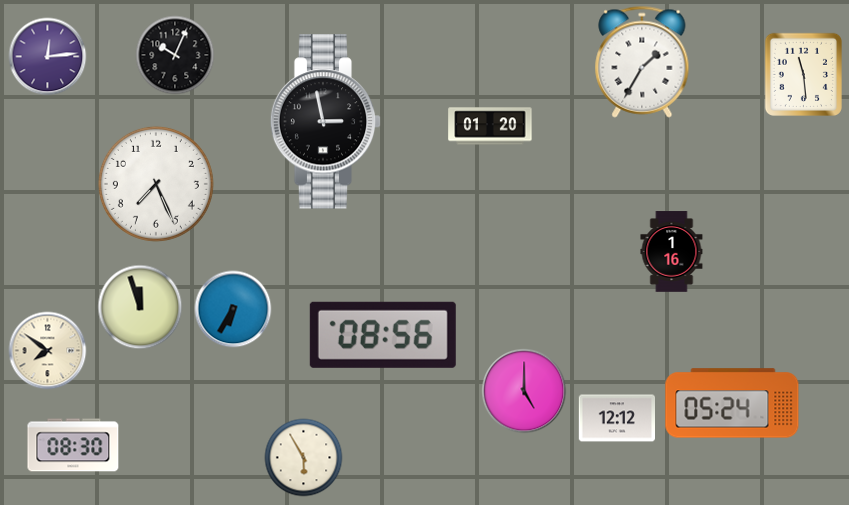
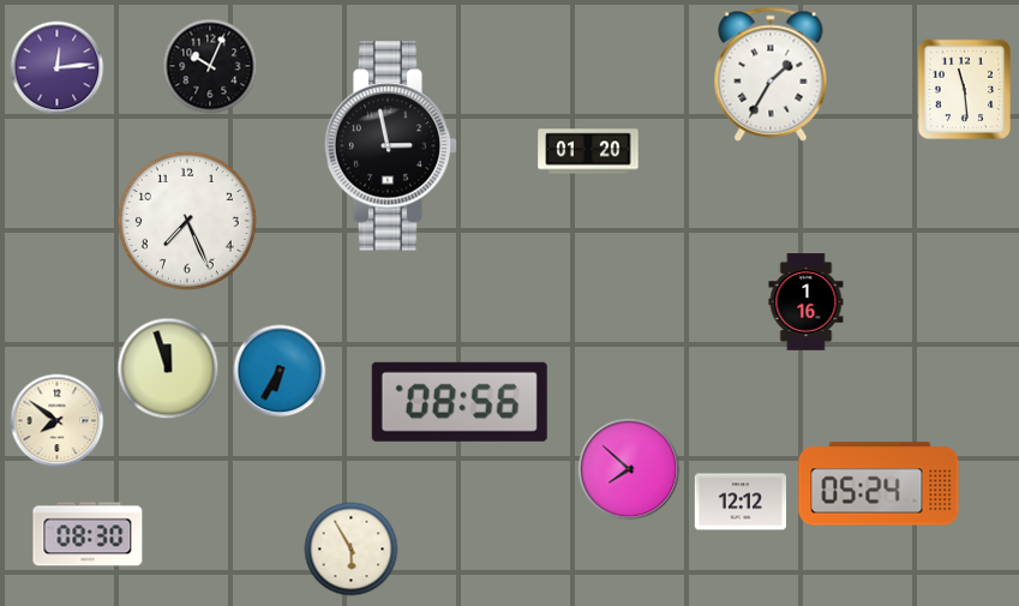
clock at (524, 391): 5:00 -> 7:52
clock at (304, 458) position: (304, 458) -> (352, 550)
